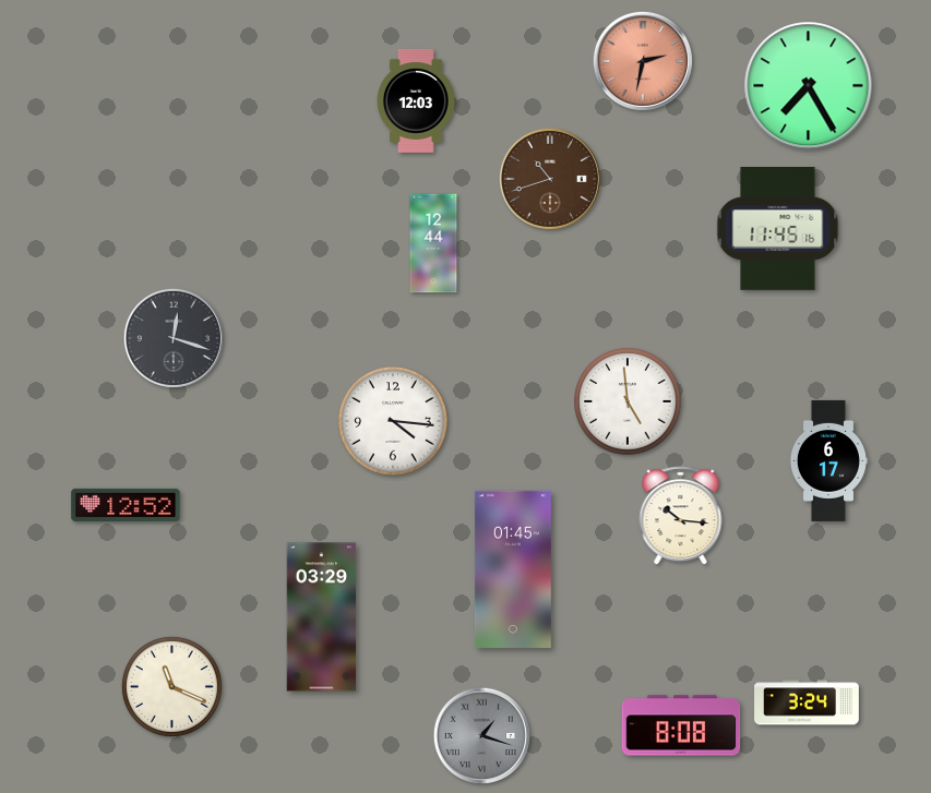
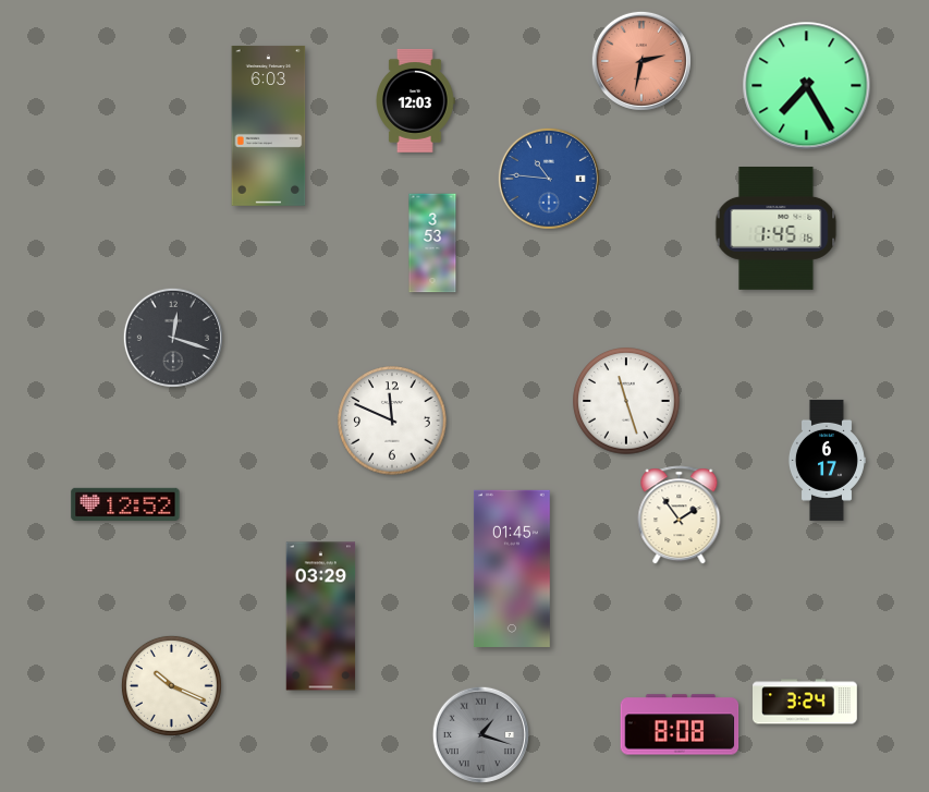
clock at (269, 125): none -> 6:03
clock at (550, 179): 10:42 -> 10:46
clock at (550, 179) dial: brown -> blue
clock at (778, 229): 11:45 -> 1:45
clock at (433, 243): 12:44 -> 3:53
clock at (628, 401): 4:59 -> 11:27
clock at (393, 421): 4:16 -> 11:49
clock at (681, 516): 10:16 -> 1:54
clock at (171, 686): 11:19 -> 10:19
